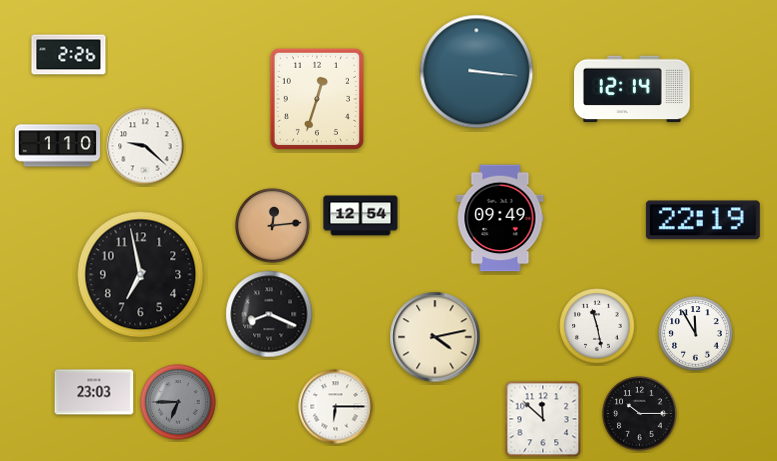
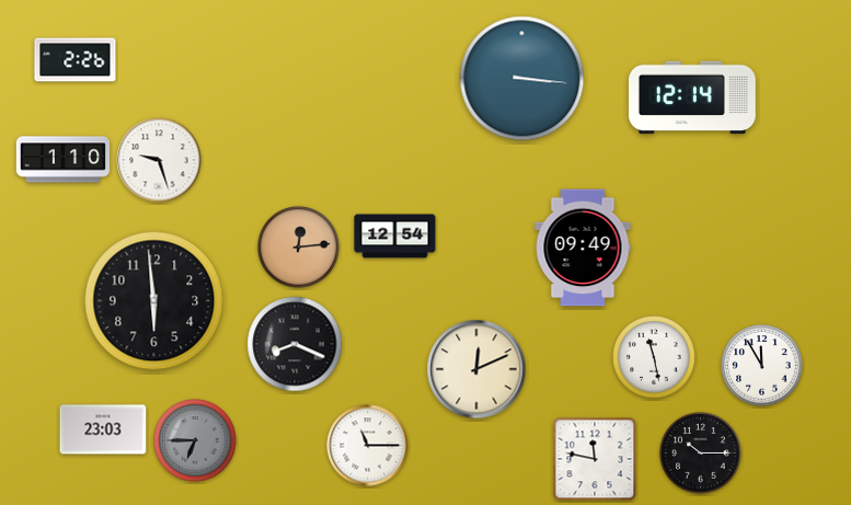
clock at (317, 99): 12:33 -> none
clock at (145, 146): 9:22 -> 9:27
clock at (500, 218) position: (500, 218) -> (583, 248)
clock at (703, 220): 22:19 -> none
clock at (141, 275): 6:58 -> 5:59
clock at (435, 337): 4:13 -> 12:11
clock at (336, 407): 6:15 -> 11:15
clock at (543, 419): 11:52 -> 11:47
